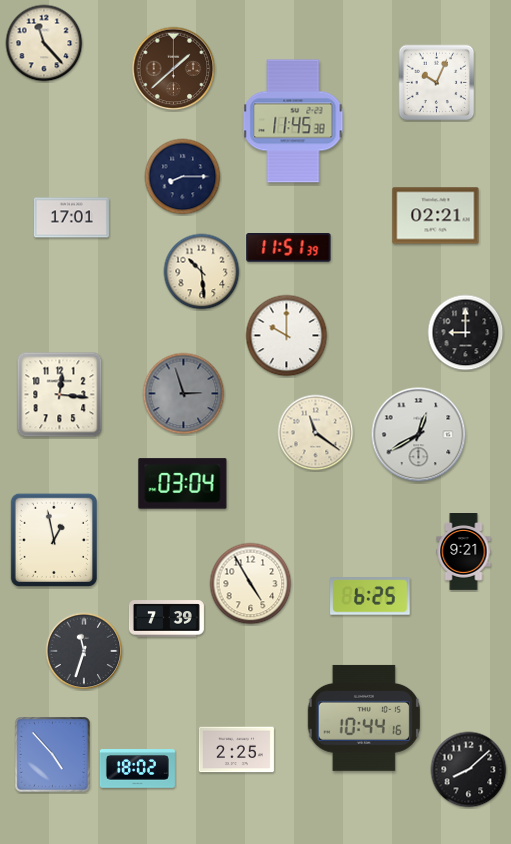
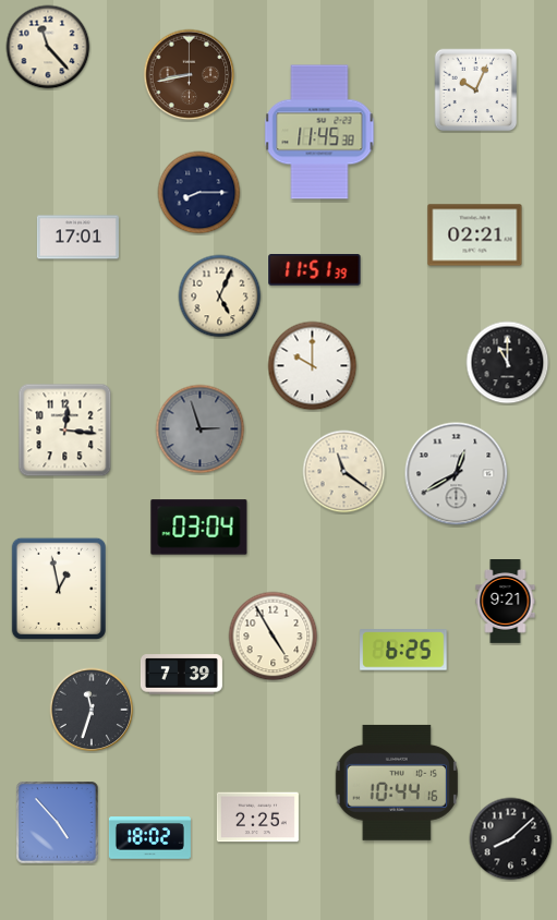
clock at (174, 69): 1:38 -> 8:43
clock at (202, 272): 10:29 -> 5:04
clock at (466, 333): 9:00 -> 11:00
